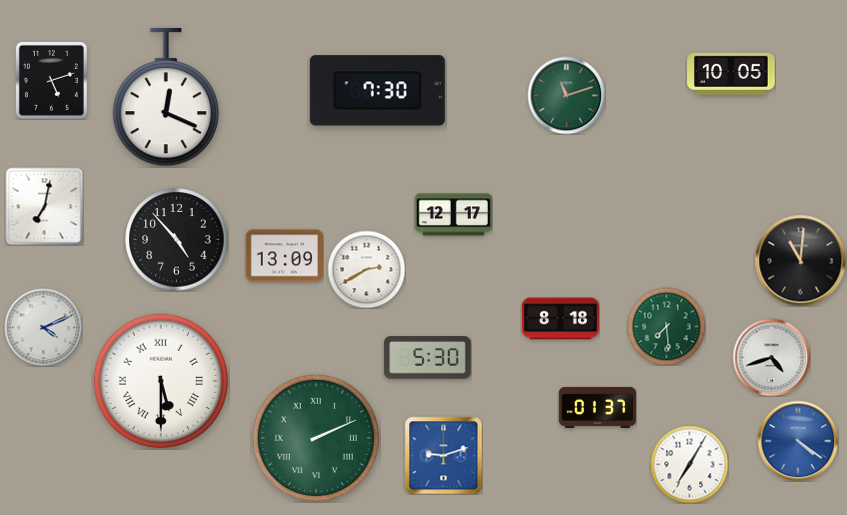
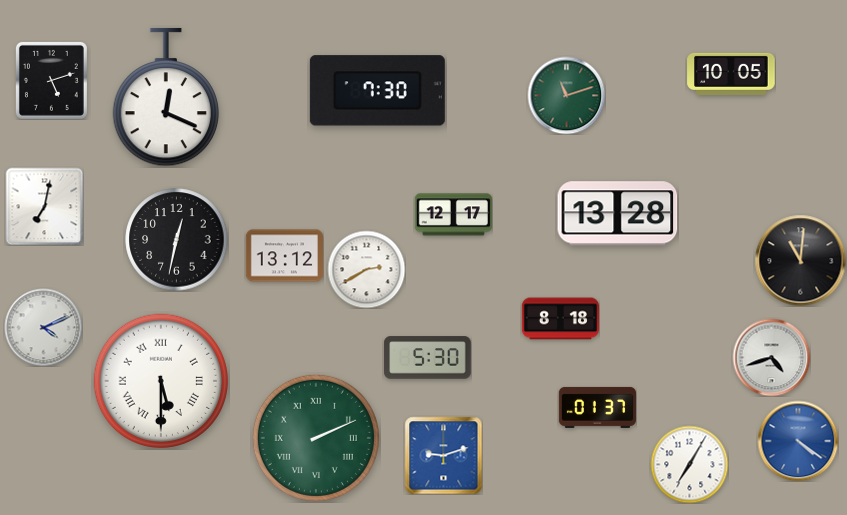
clock at (618, 214): none -> 13:28
clock at (177, 240): 4:53 -> 12:32
clock at (284, 256): 13:09 -> 13:12
clock at (666, 326): 7:29 -> none
